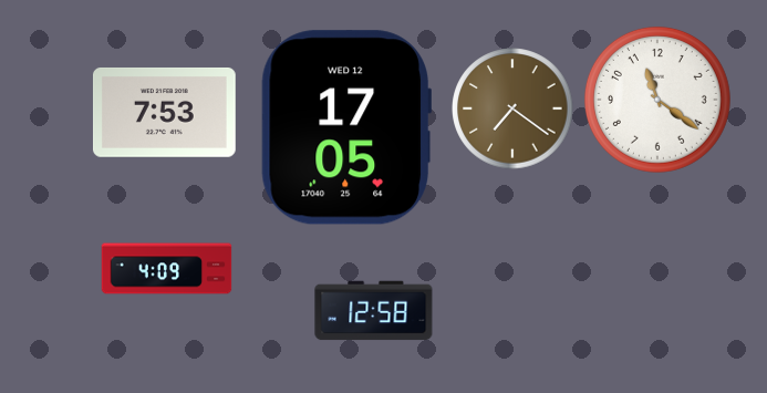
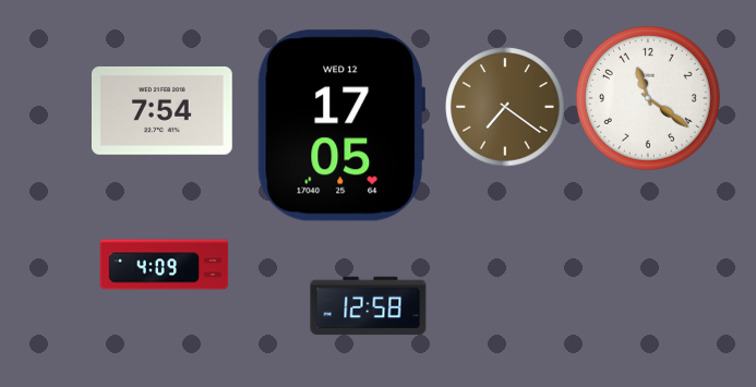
clock at (164, 112): 7:53 -> 7:54
